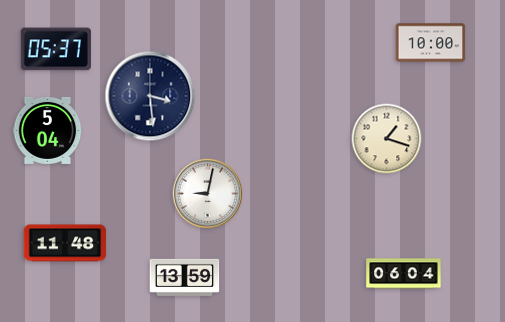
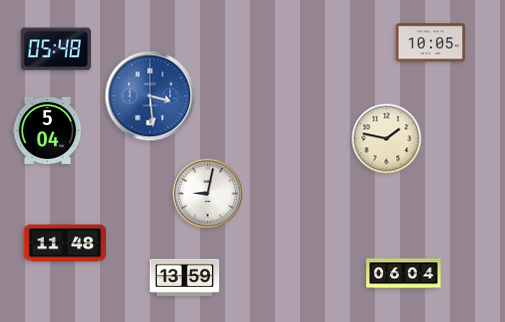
clock at (431, 43): 10:00 -> 10:05
clock at (56, 49): 05:37 -> 05:48
clock at (150, 96) dial: navy -> blue
clock at (387, 139): 1:18 -> 1:47
